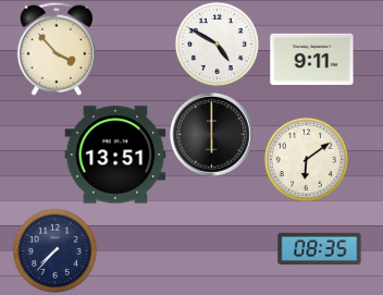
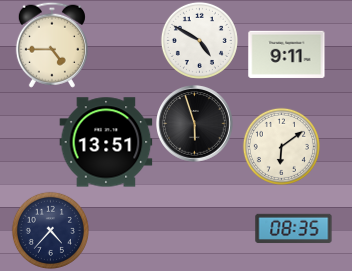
clock at (57, 49): 3:53 -> 4:45
clock at (212, 135): 6:00 -> 5:57
clock at (54, 250): 7:37 -> 4:37
